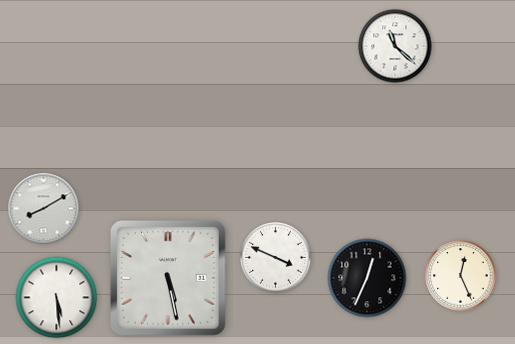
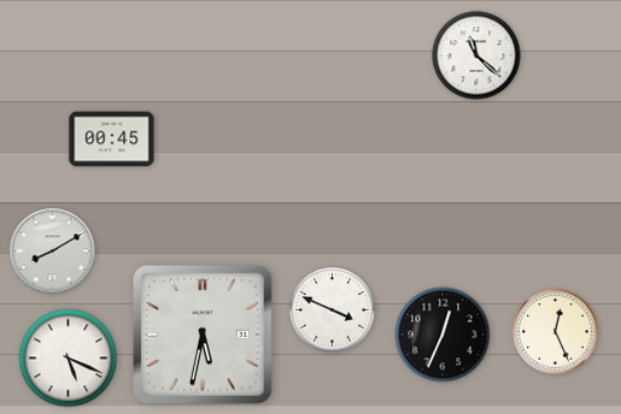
clock at (112, 140): none -> 00:45
clock at (168, 278): 5:28 -> 5:32
clock at (57, 298): 5:29 -> 5:19
